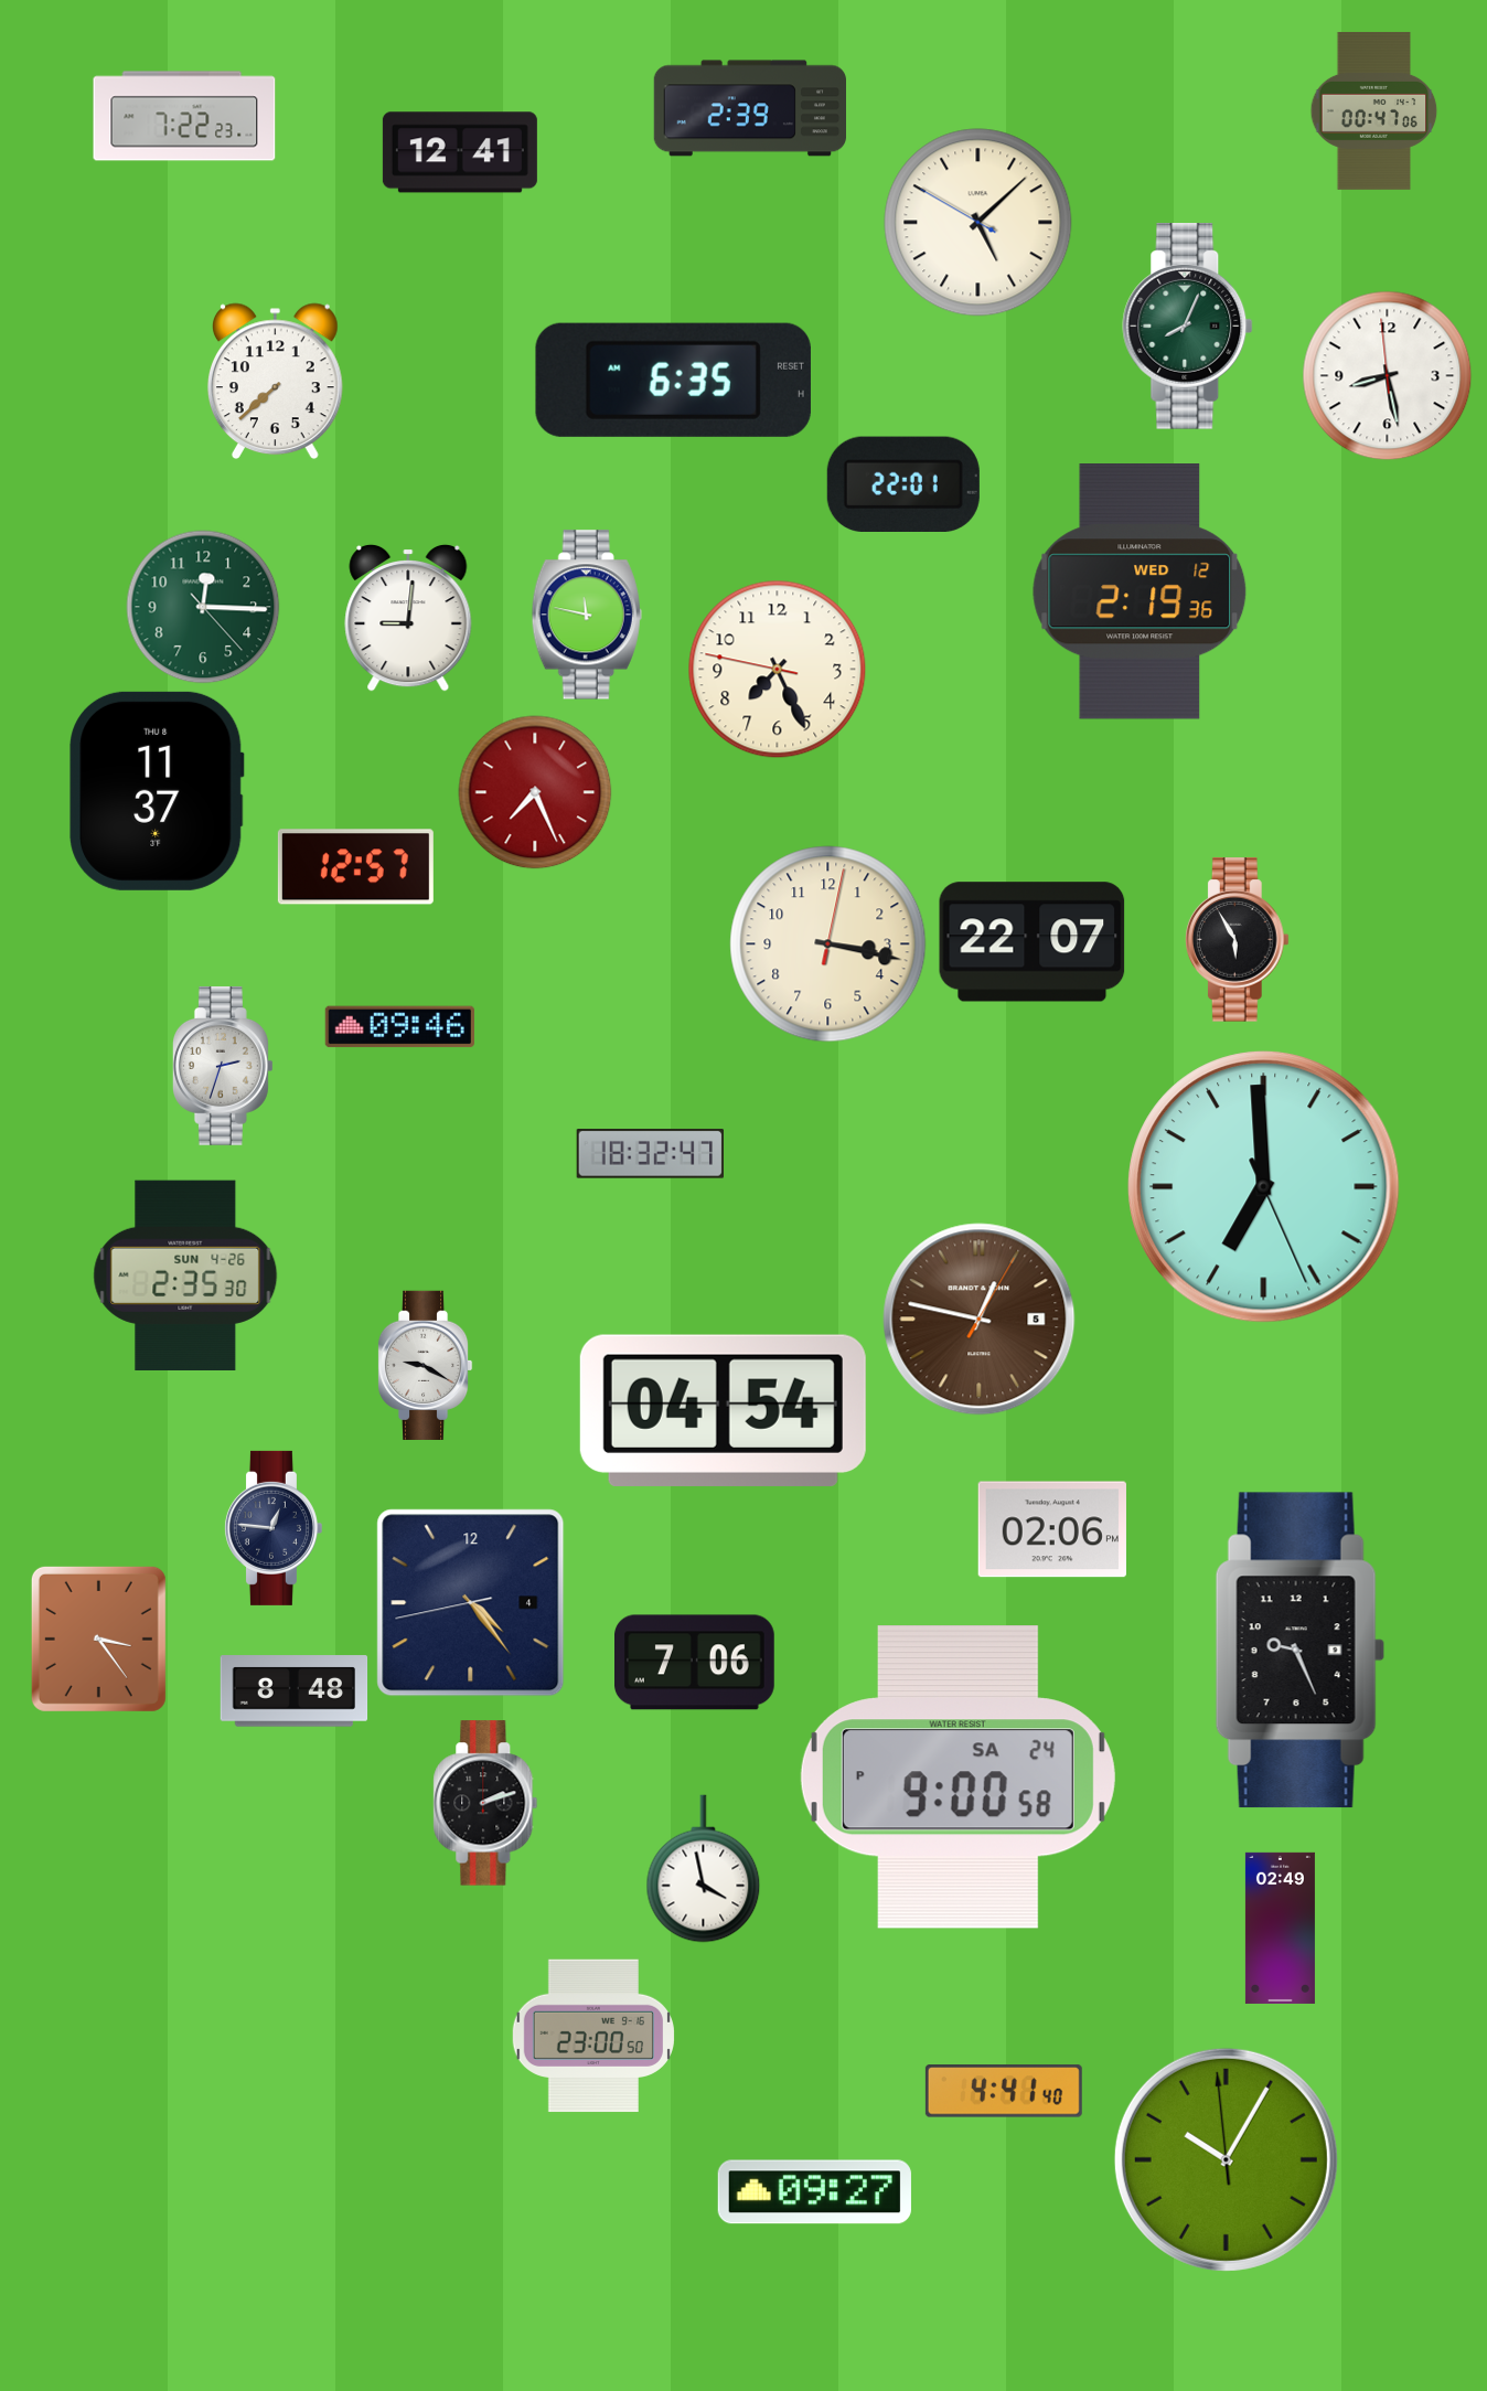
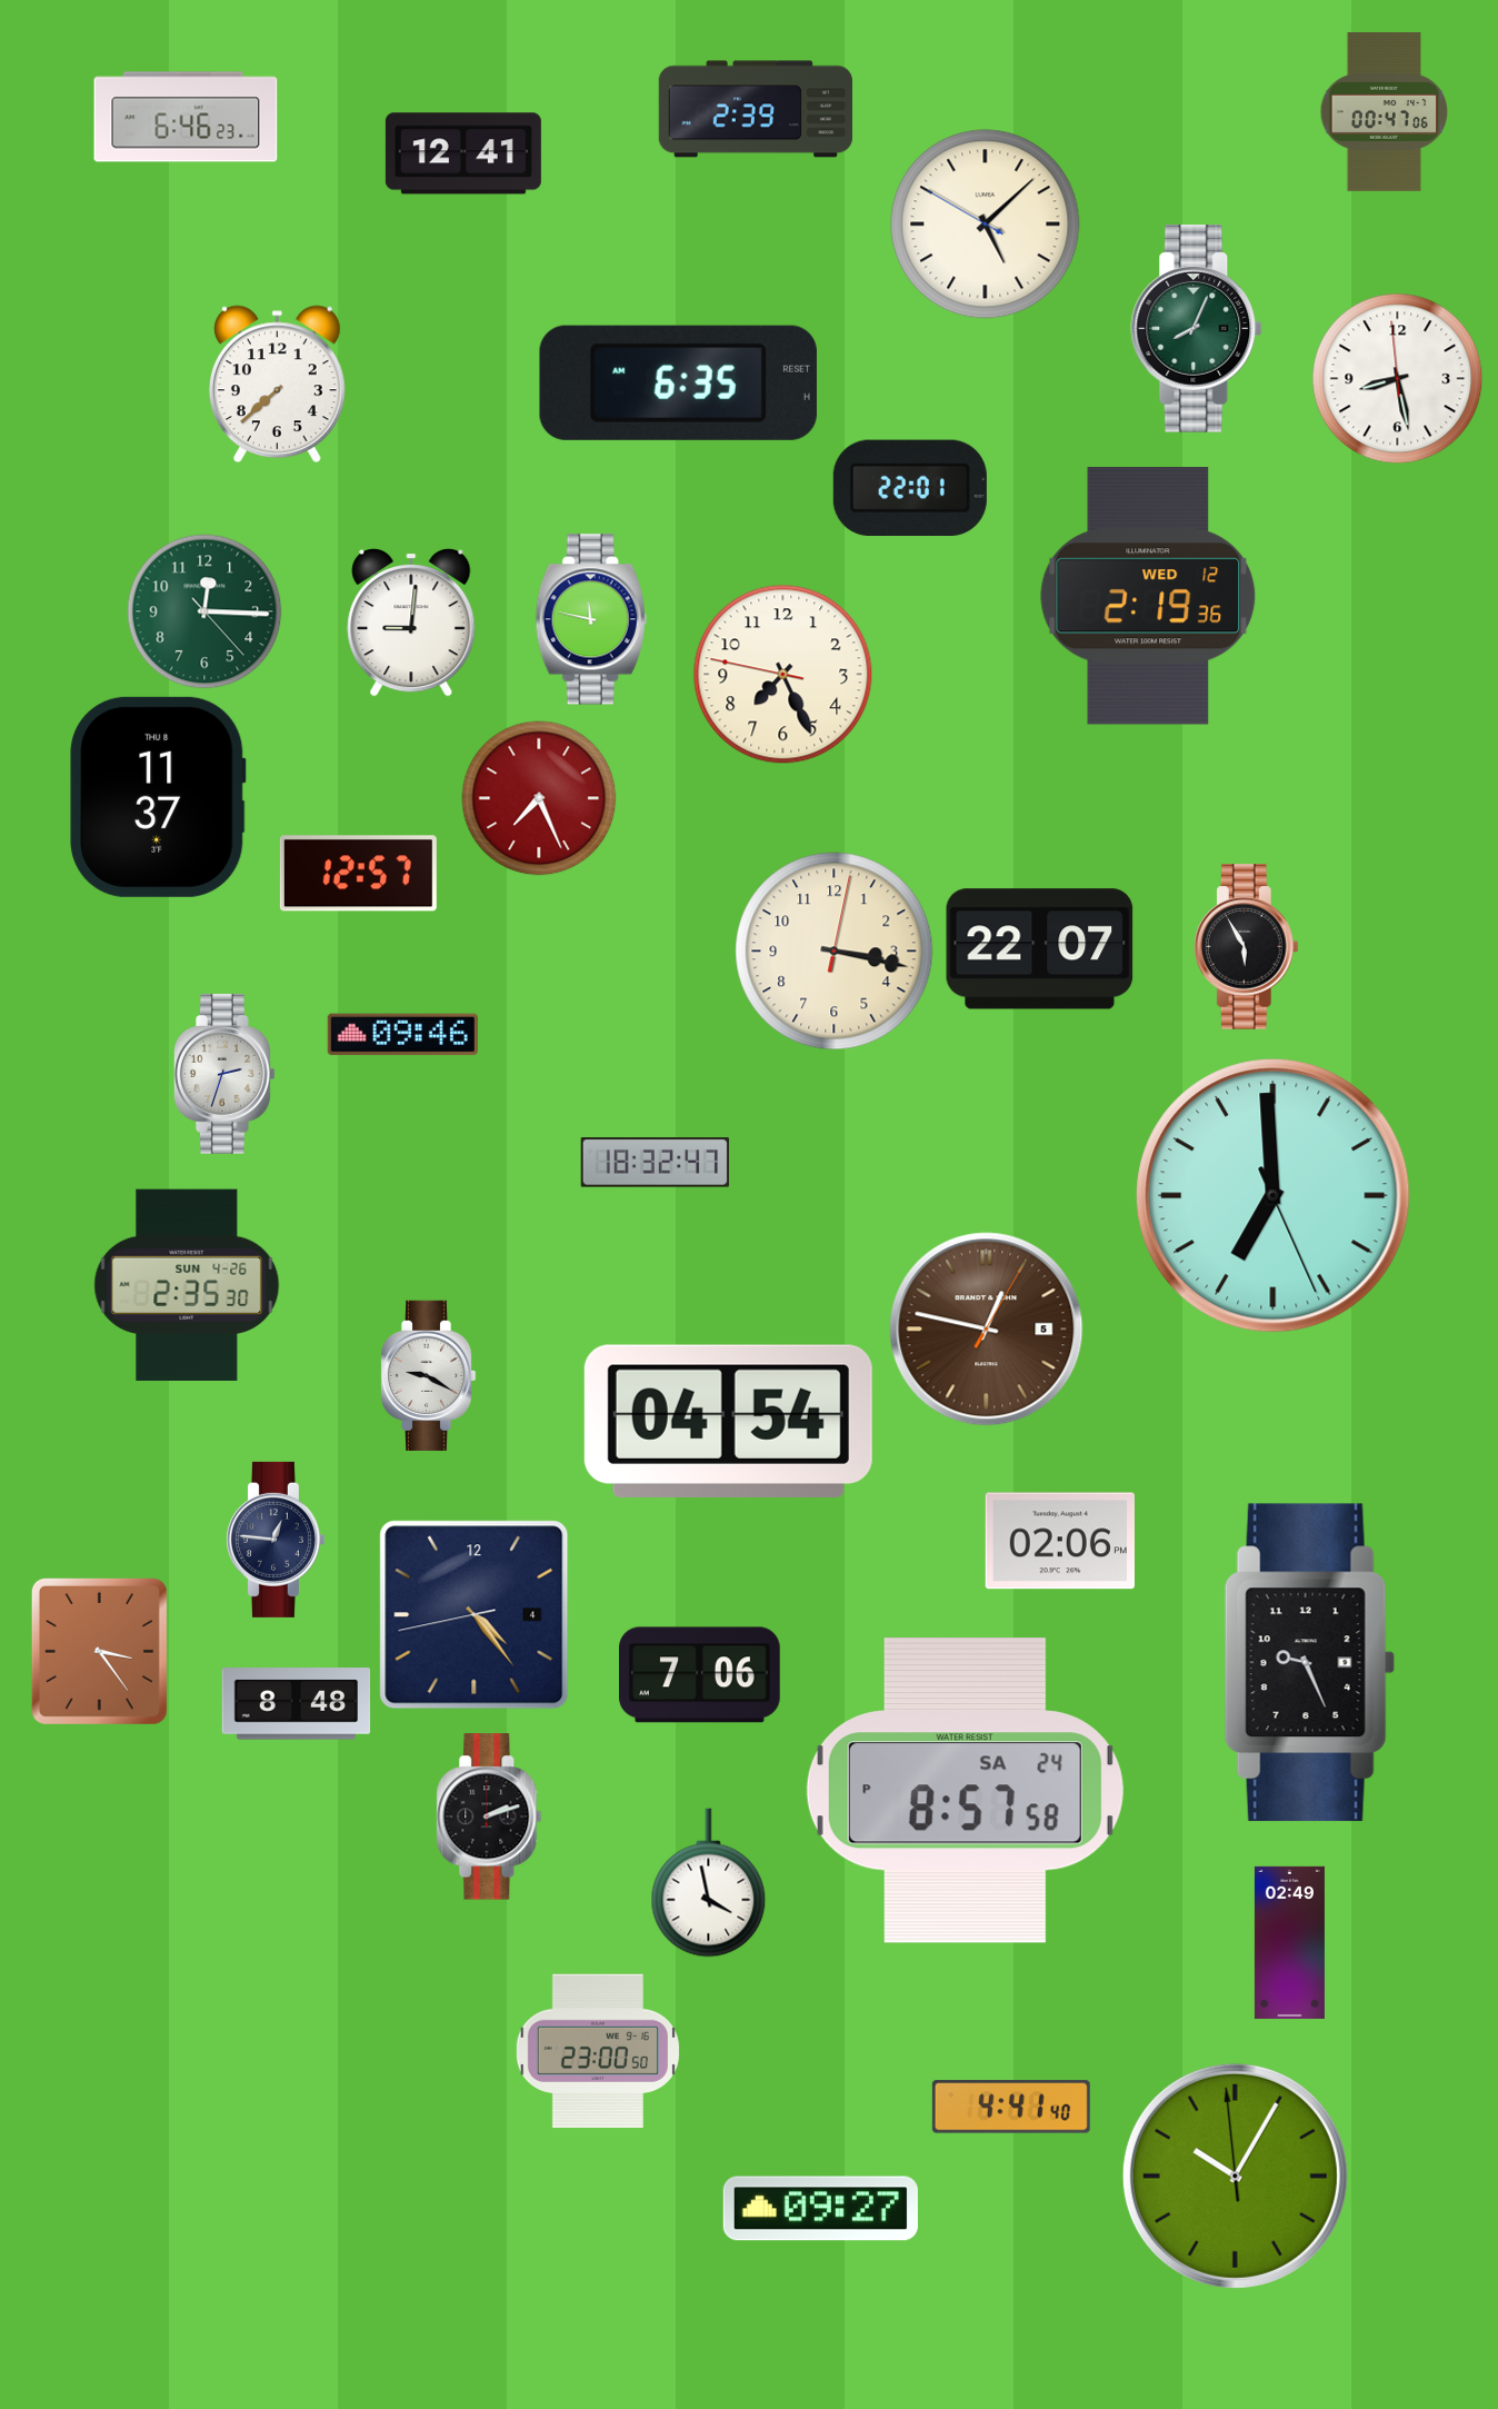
clock at (184, 116): 7:22 -> 6:46
clock at (958, 1778): 9:00 -> 8:57
